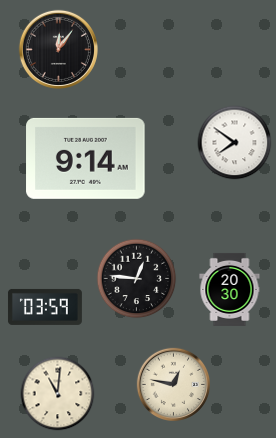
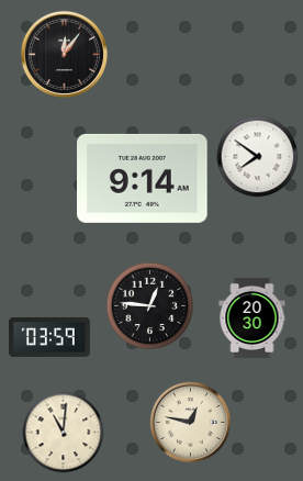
clock at (86, 158) position: (86, 158) -> (143, 178)
